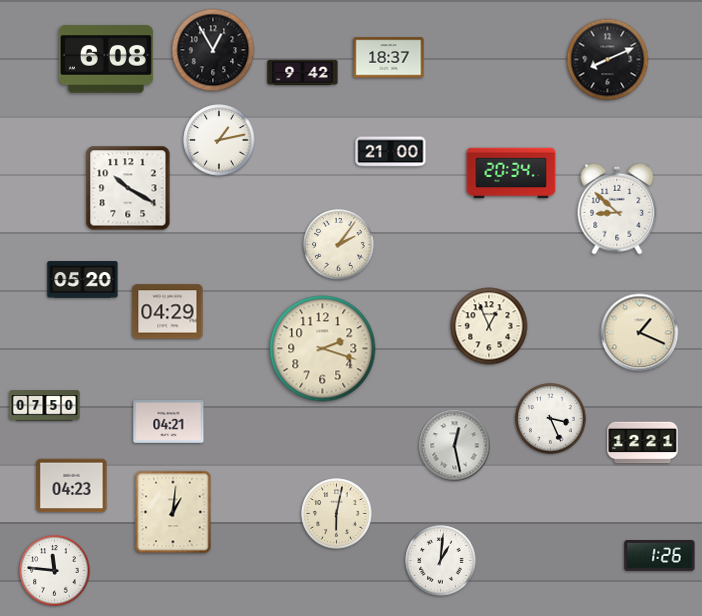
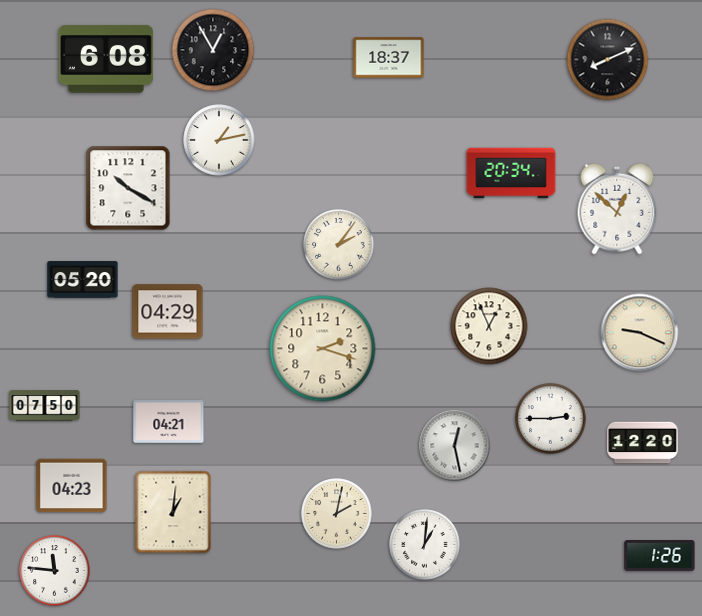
clock at (303, 73): 9:42 -> none
clock at (391, 152): 21:00 -> none
clock at (617, 209): 8:52 -> 12:52
clock at (640, 333): 1:19 -> 9:19
clock at (551, 419): 3:26 -> 2:45
clock at (643, 443): 12:21 -> 12:20
clock at (337, 514): 6:02 -> 2:02
clock at (441, 561) position: (441, 561) -> (425, 545)
